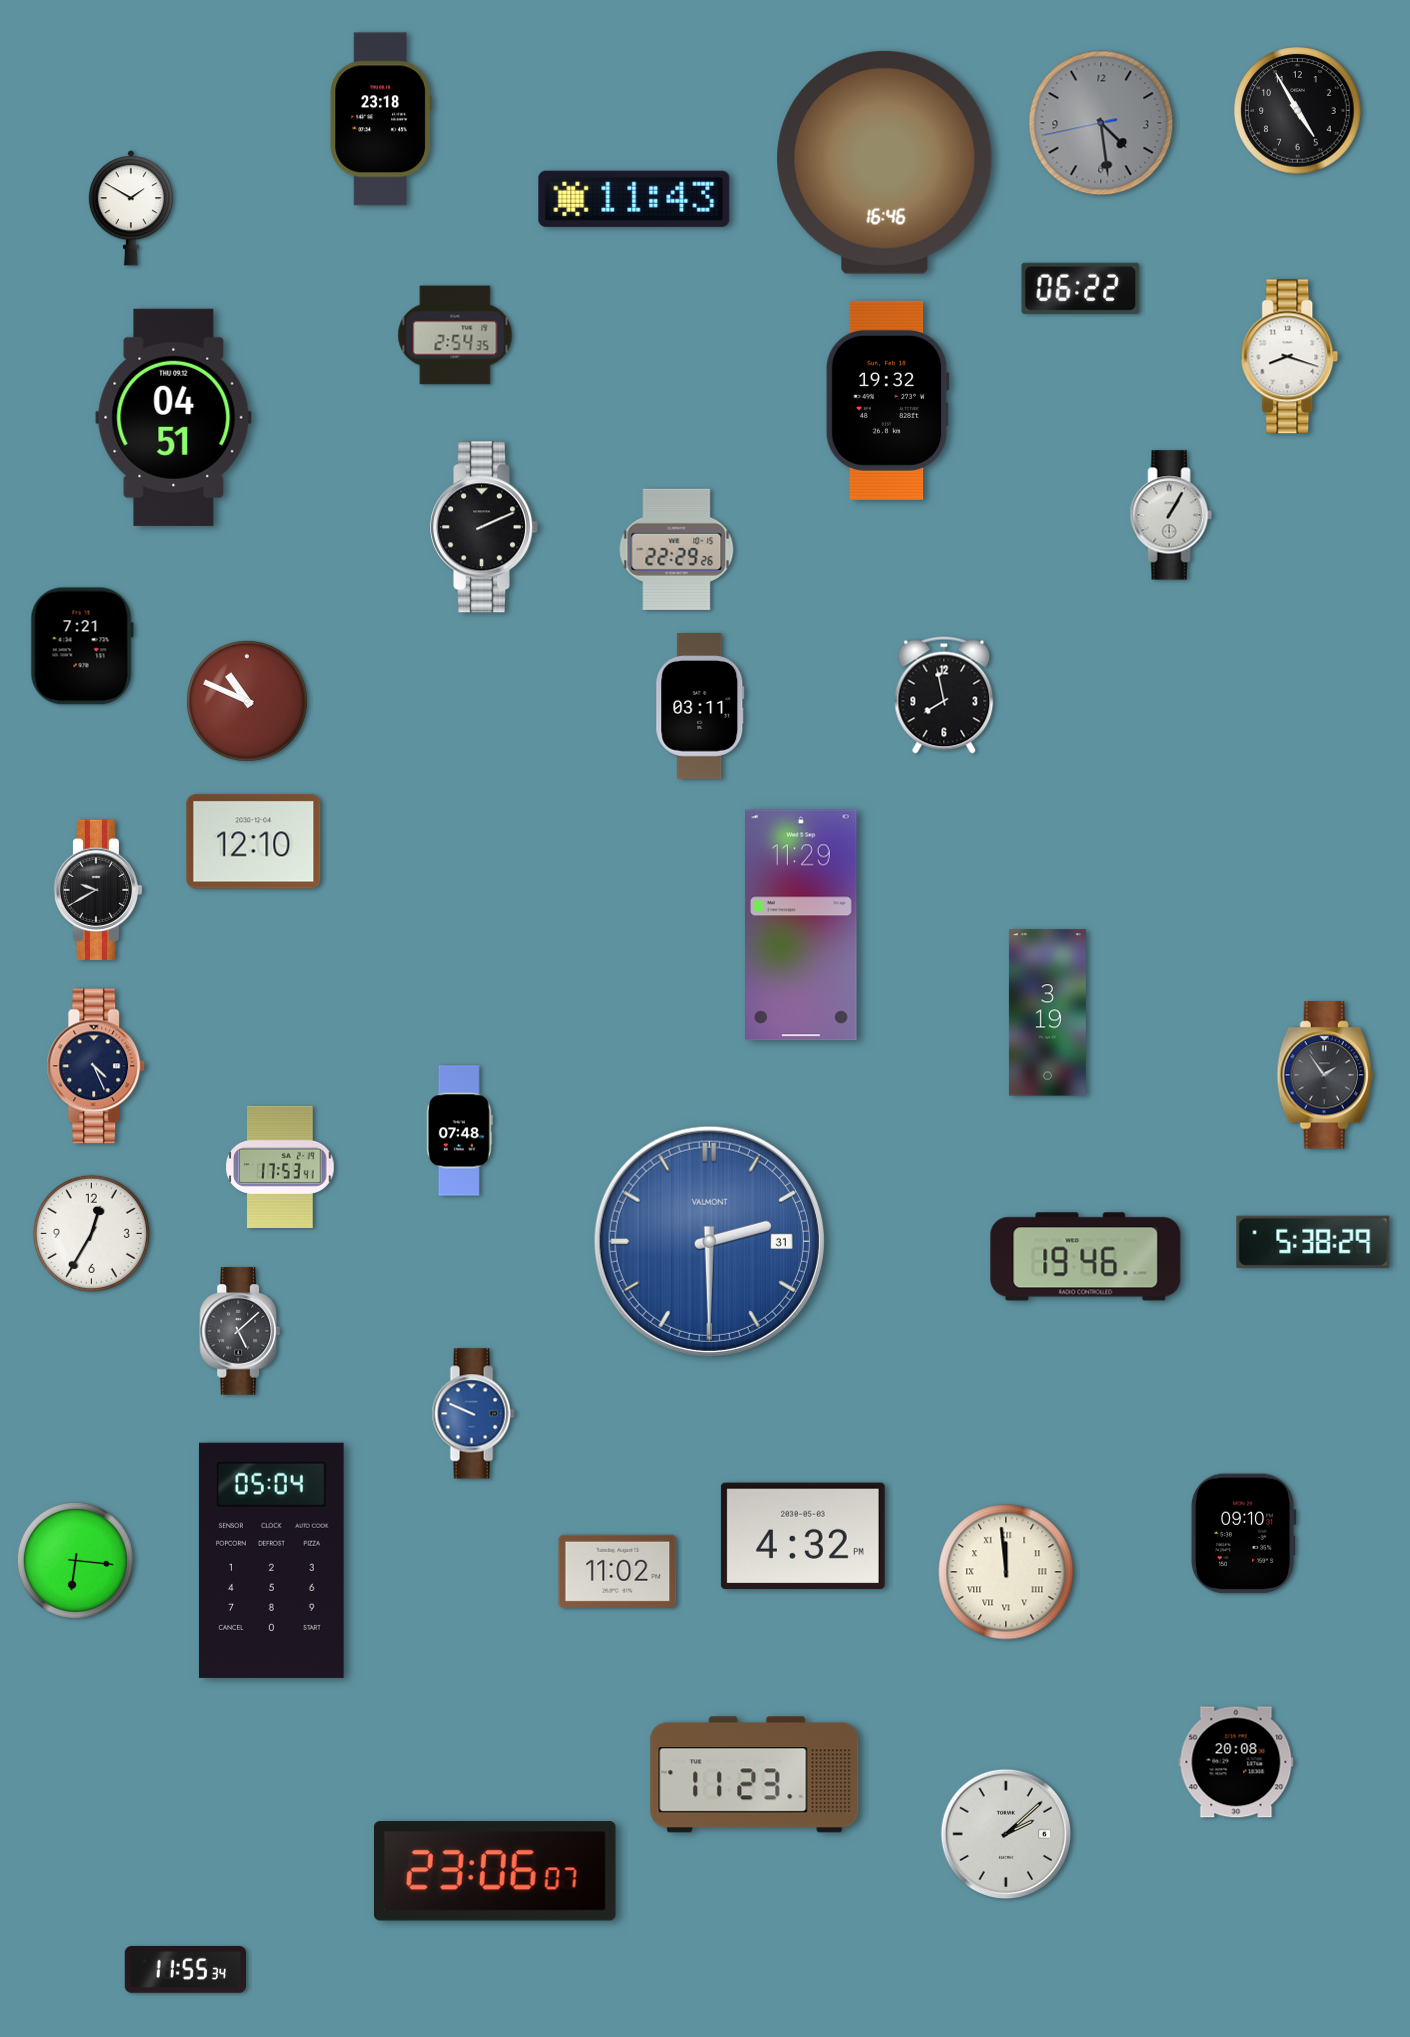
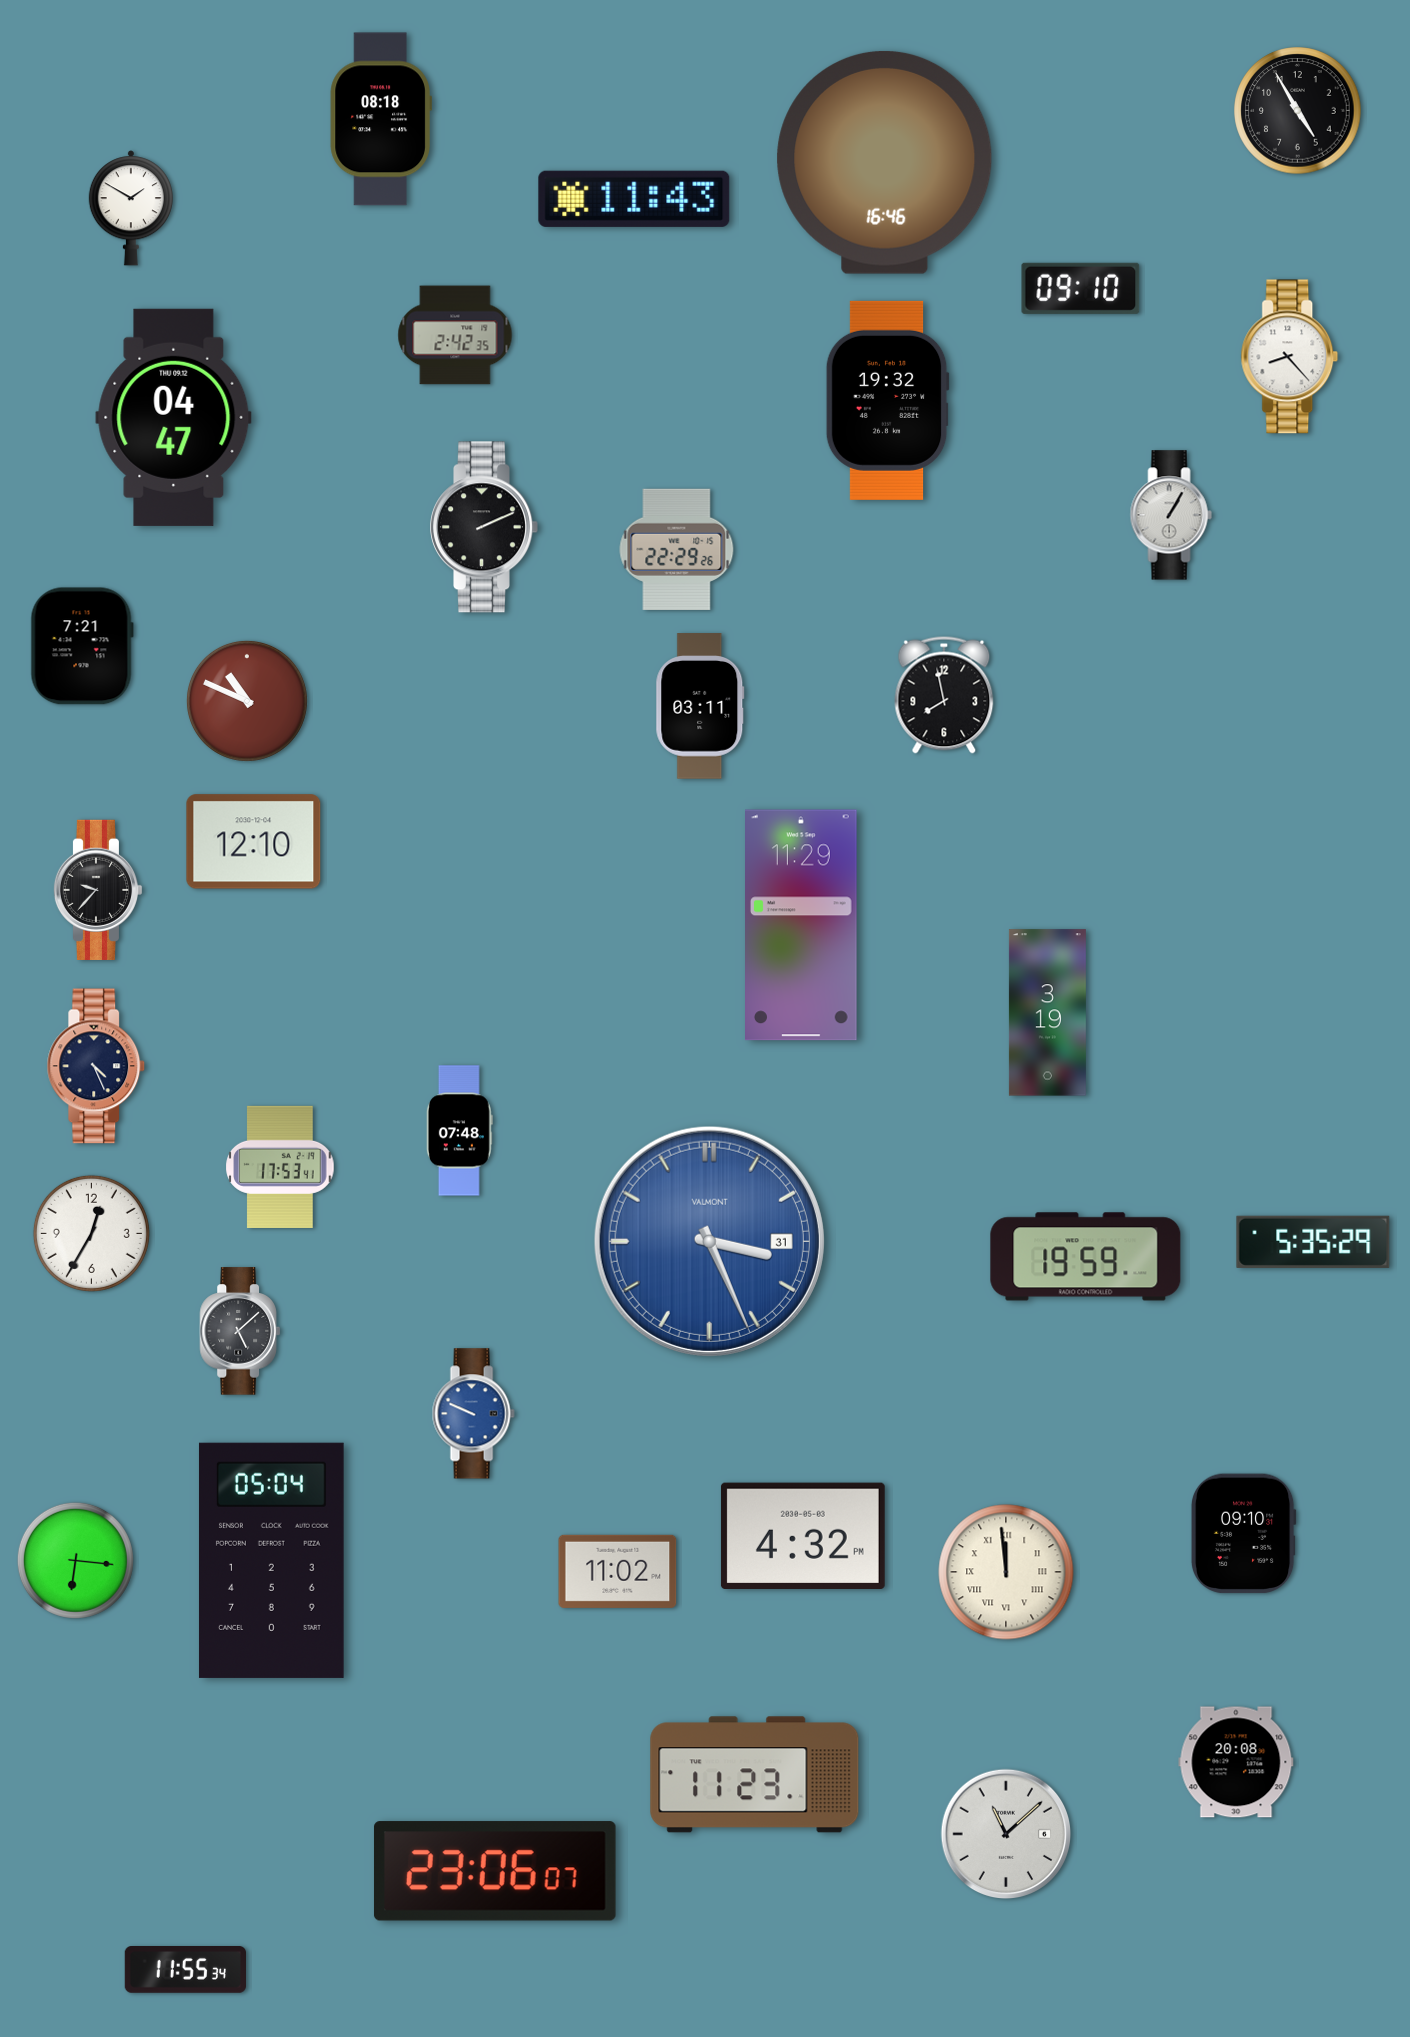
clock at (381, 119): 23:18 -> 08:18
clock at (1101, 123): 4:28 -> none
clock at (1081, 288): 06:22 -> 09:10
clock at (455, 335): 2:54 -> 2:42
clock at (1290, 357): 8:18 -> 8:23
clock at (174, 417): 04:51 -> 04:47
clock at (98, 890): 9:40 -> 9:37
clock at (1325, 1075): 1:54 -> none
clock at (709, 1241): 2:30 -> 3:26
clock at (1313, 1242): 5:38 -> 5:35
clock at (1086, 1257): 19:46 -> 19:59
clock at (1006, 1834): 2:08 -> 11:08
